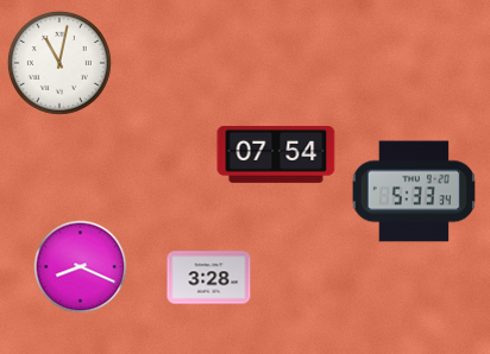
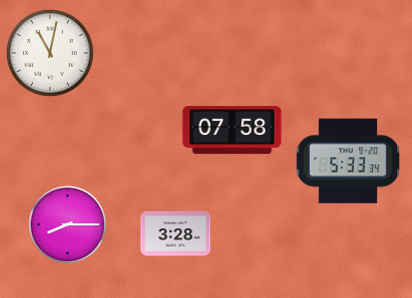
clock at (276, 154): 07:54 -> 07:58
clock at (81, 267): 8:19 -> 8:15
